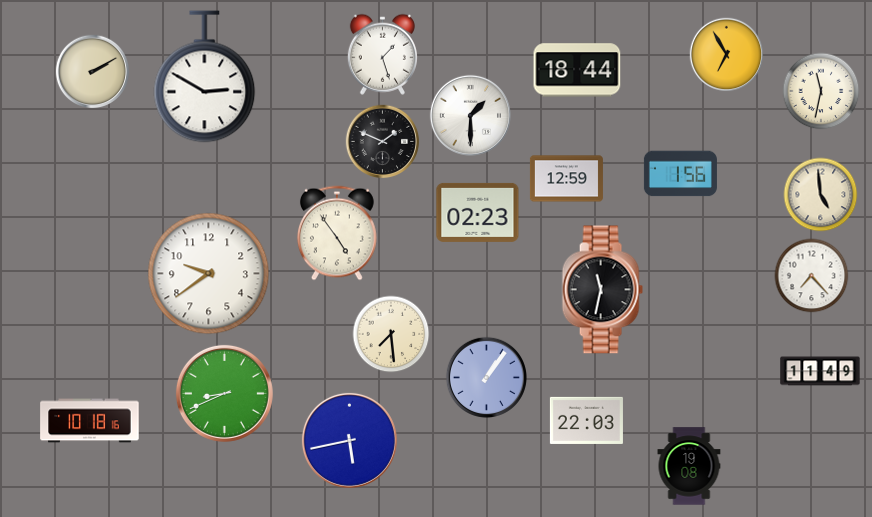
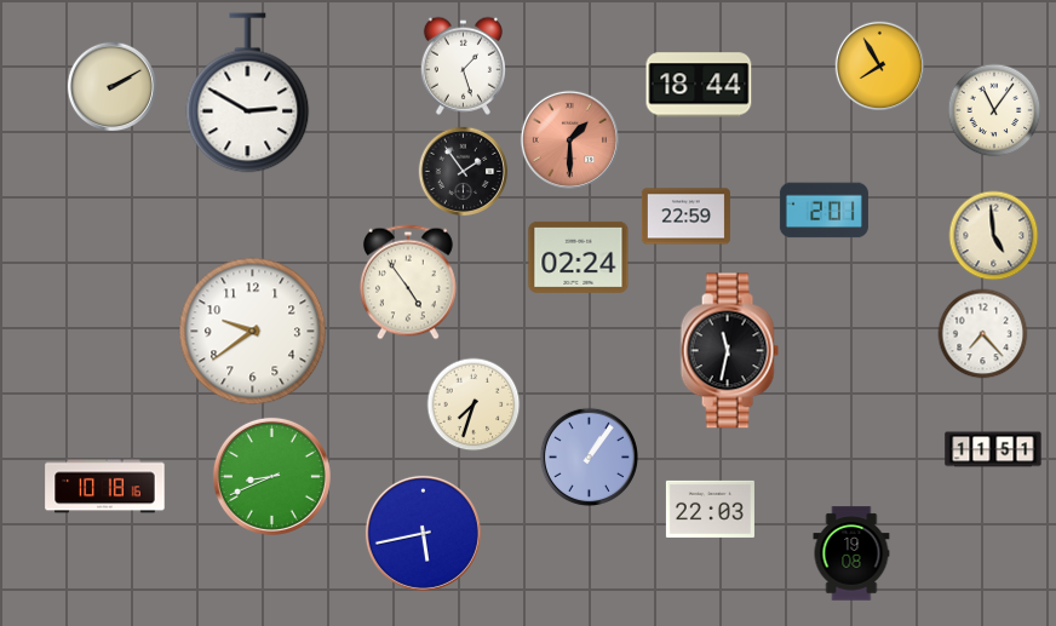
clock at (727, 55): 6:55 -> 7:55
clock at (821, 91): 11:32 -> 11:06
clock at (470, 115) dial: white -> salmon
clock at (383, 142): 1:49 -> 1:54
clock at (680, 174): 1:56 -> 2:01
clock at (566, 179): 12:59 -> 22:59
clock at (478, 212): 02:23 -> 02:24
clock at (391, 334): 7:29 -> 7:33
clock at (820, 371): 11:49 -> 11:51
clock at (90, 421) position: (90, 421) -> (105, 487)
clock at (689, 466) position: (689, 466) -> (851, 553)
